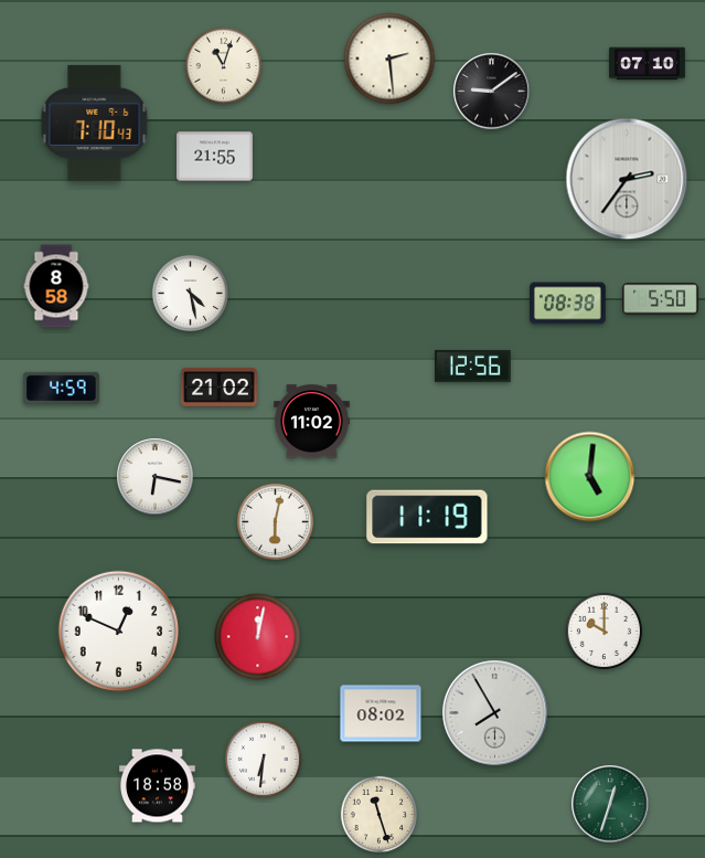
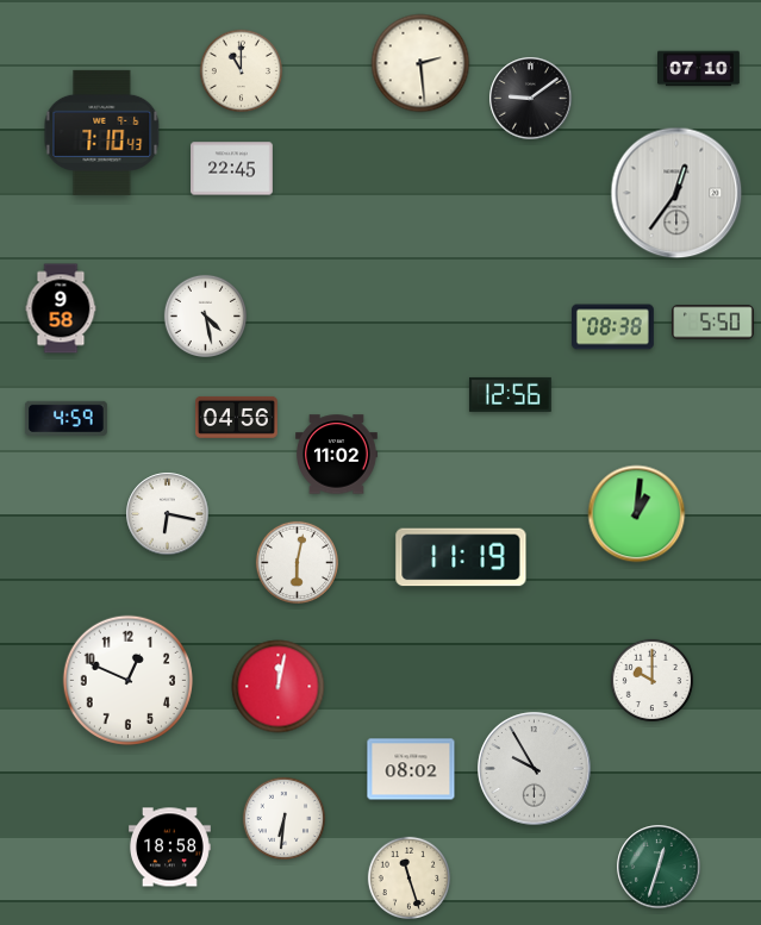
clock at (223, 65): 11:03 -> 11:00
clock at (215, 157): 21:55 -> 22:45
clock at (627, 179): 2:36 -> 12:36
clock at (56, 286): 8:58 -> 9:58
clock at (220, 386): 21:02 -> 04:56
clock at (590, 477): 5:01 -> 1:01
clock at (495, 713): 7:55 -> 9:55
